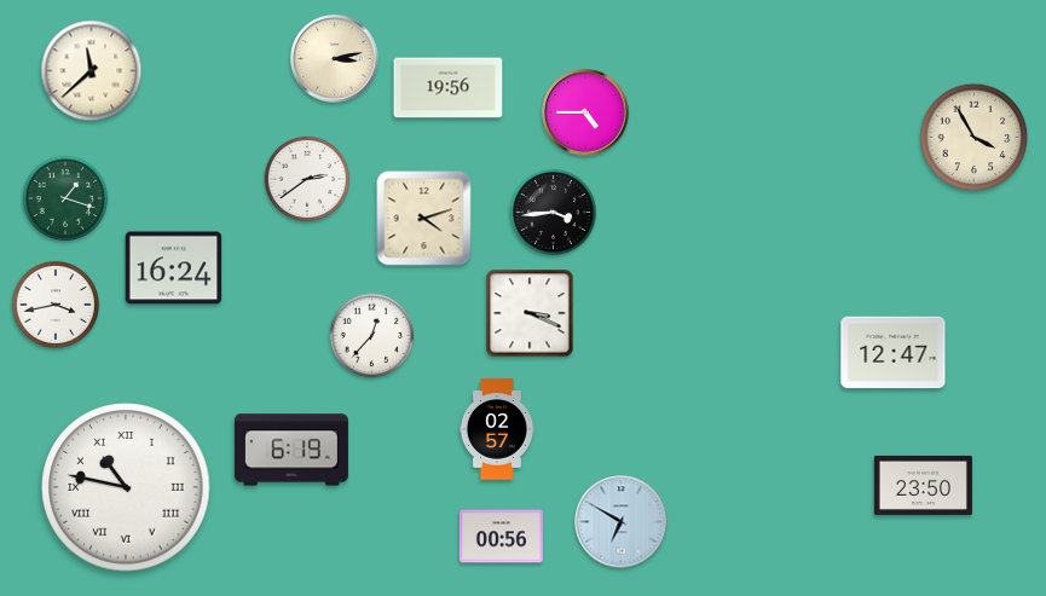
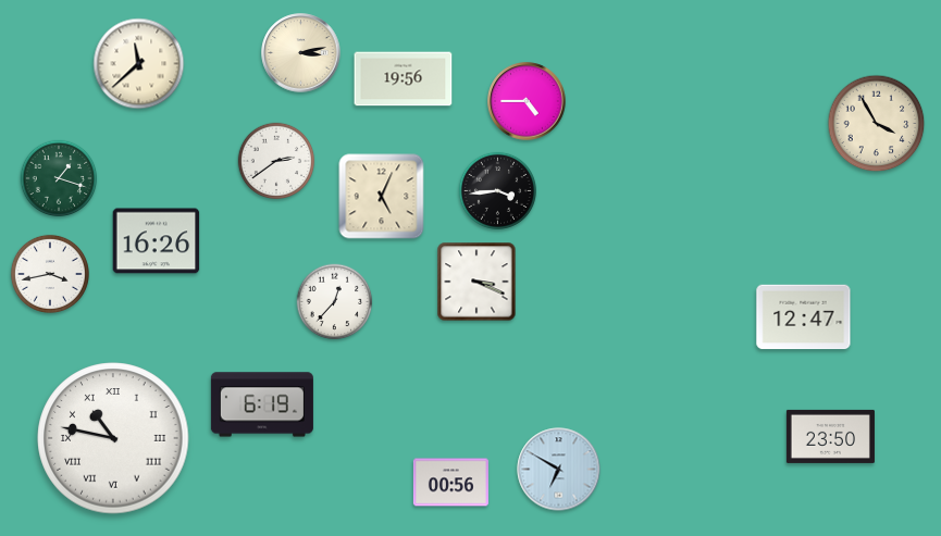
clock at (92, 71) position: (92, 71) -> (139, 64)
clock at (424, 219): 4:12 -> 5:04
clock at (174, 268): 16:24 -> 16:26
clock at (497, 429): 02:57 -> none
